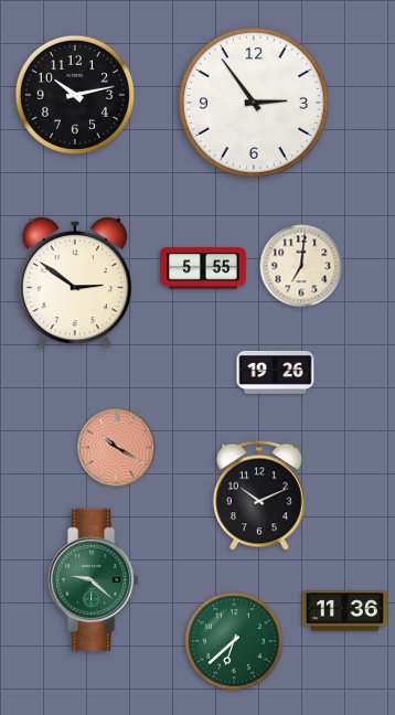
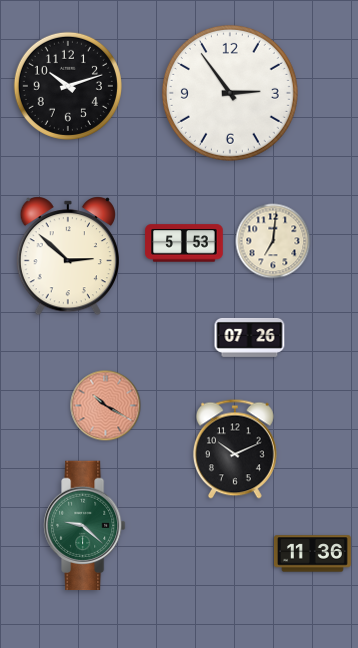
clock at (75, 95): 10:13 -> 10:12
clock at (203, 268): 5:55 -> 5:53
clock at (74, 282): 2:51 -> 2:52
clock at (276, 372): 19:26 -> 07:26
clock at (234, 641): 6:38 -> none
